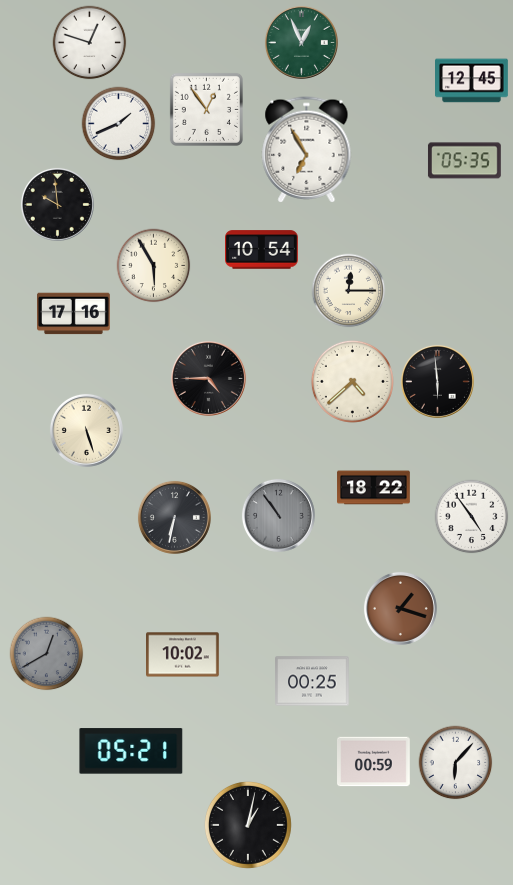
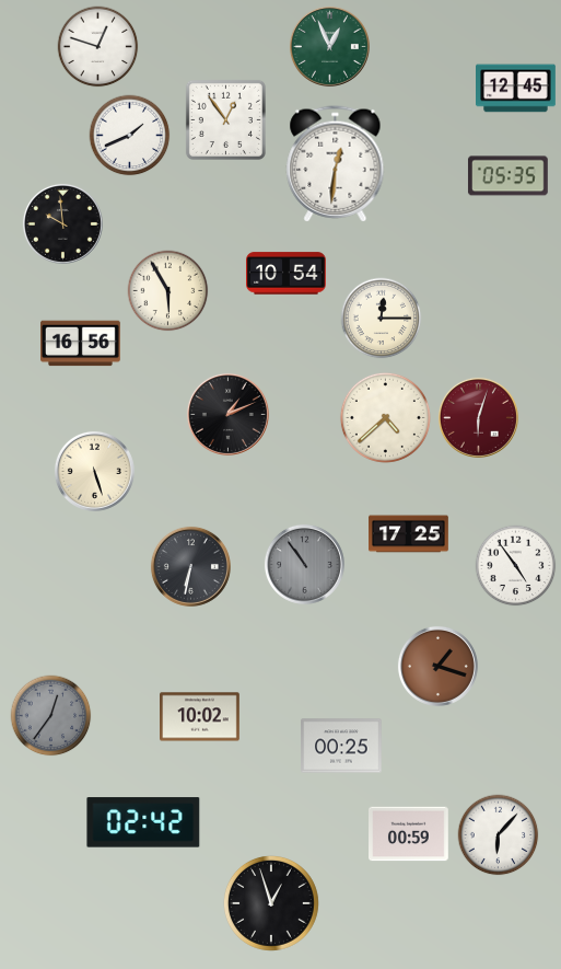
clock at (307, 150): 6:55 -> 12:31
clock at (74, 314): 17:16 -> 16:56
clock at (208, 378): 4:45 -> 1:11
clock at (437, 381): 5:59 -> 6:03
clock at (437, 381) dial: black -> burgundy
clock at (374, 488): 18:22 -> 17:25
clock at (47, 654): 12:40 -> 12:36
clock at (131, 751): 05:21 -> 02:42
clock at (248, 825): 1:02 -> 12:57
